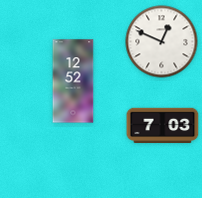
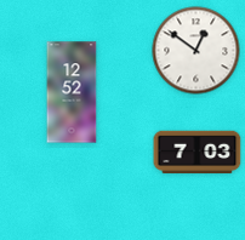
clock at (162, 42): 12:49 -> 12:51
clock at (73, 81) position: (73, 81) -> (72, 92)
